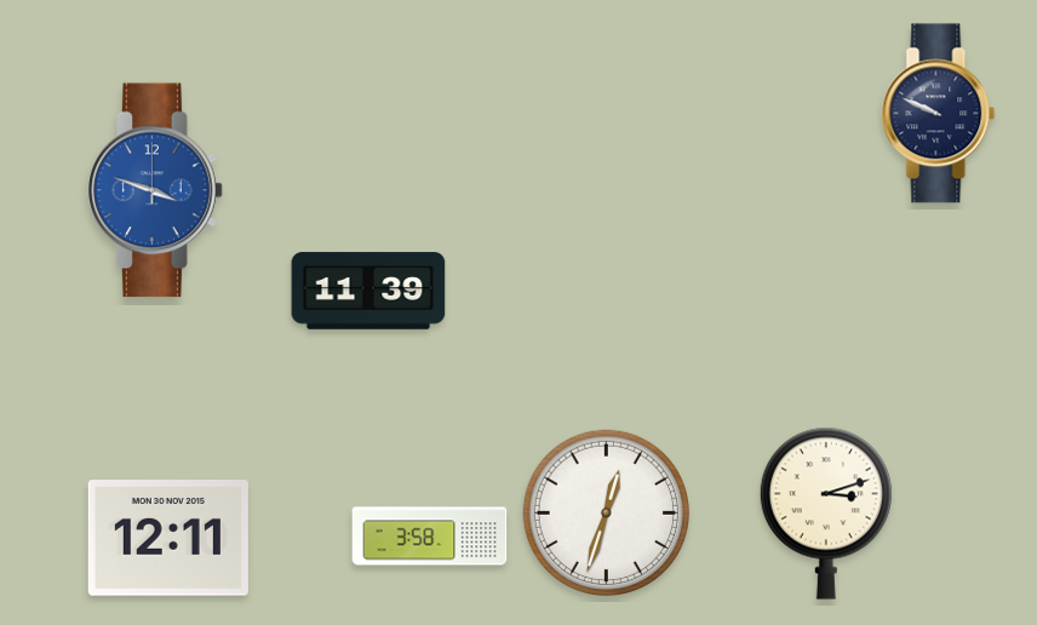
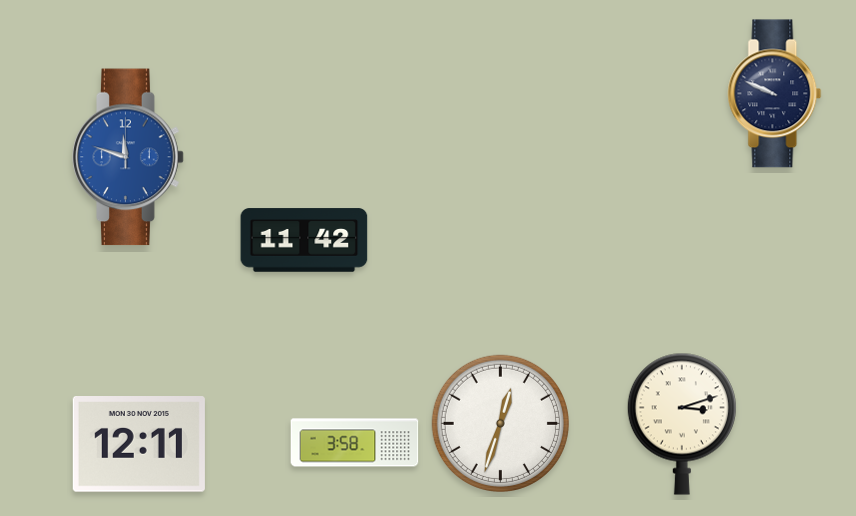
clock at (155, 190): 3:48 -> 11:48
clock at (368, 291): 11:39 -> 11:42
